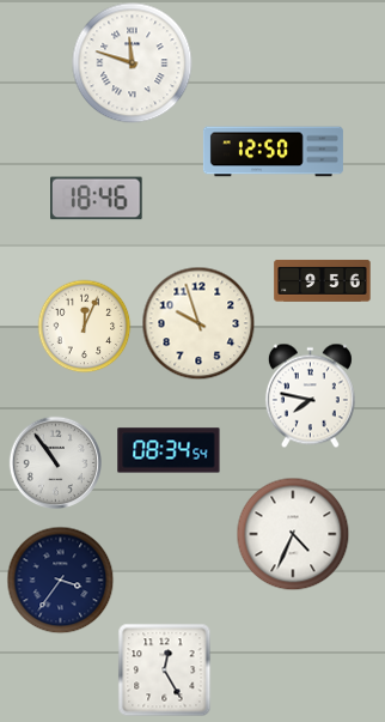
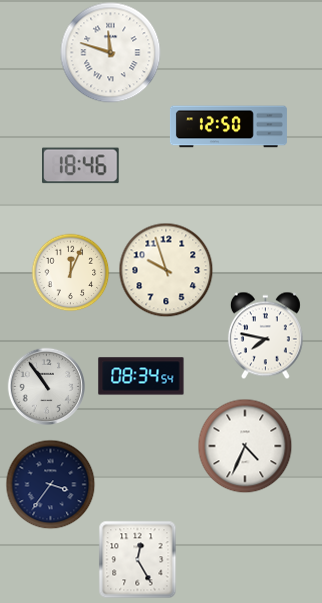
clock at (323, 281): 9:56 -> none
clock at (310, 395) position: (310, 395) -> (265, 335)
